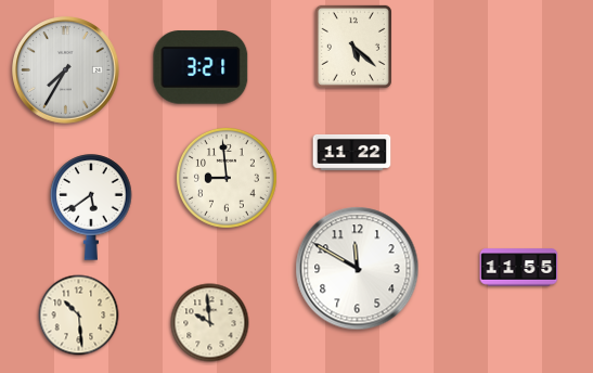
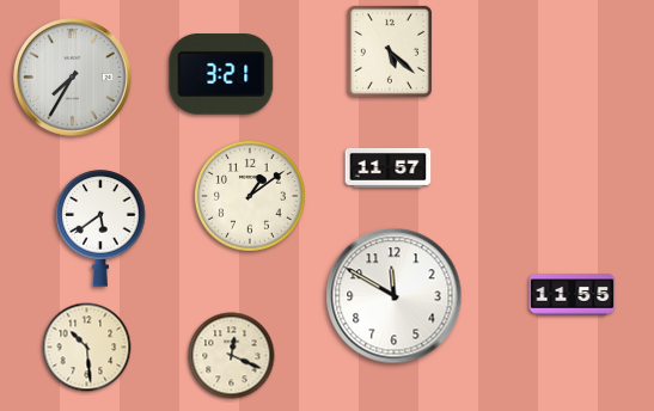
clock at (352, 152): 11:22 -> 11:57
clock at (227, 178): 8:59 -> 1:09
clock at (210, 323): 9:59 -> 12:19
